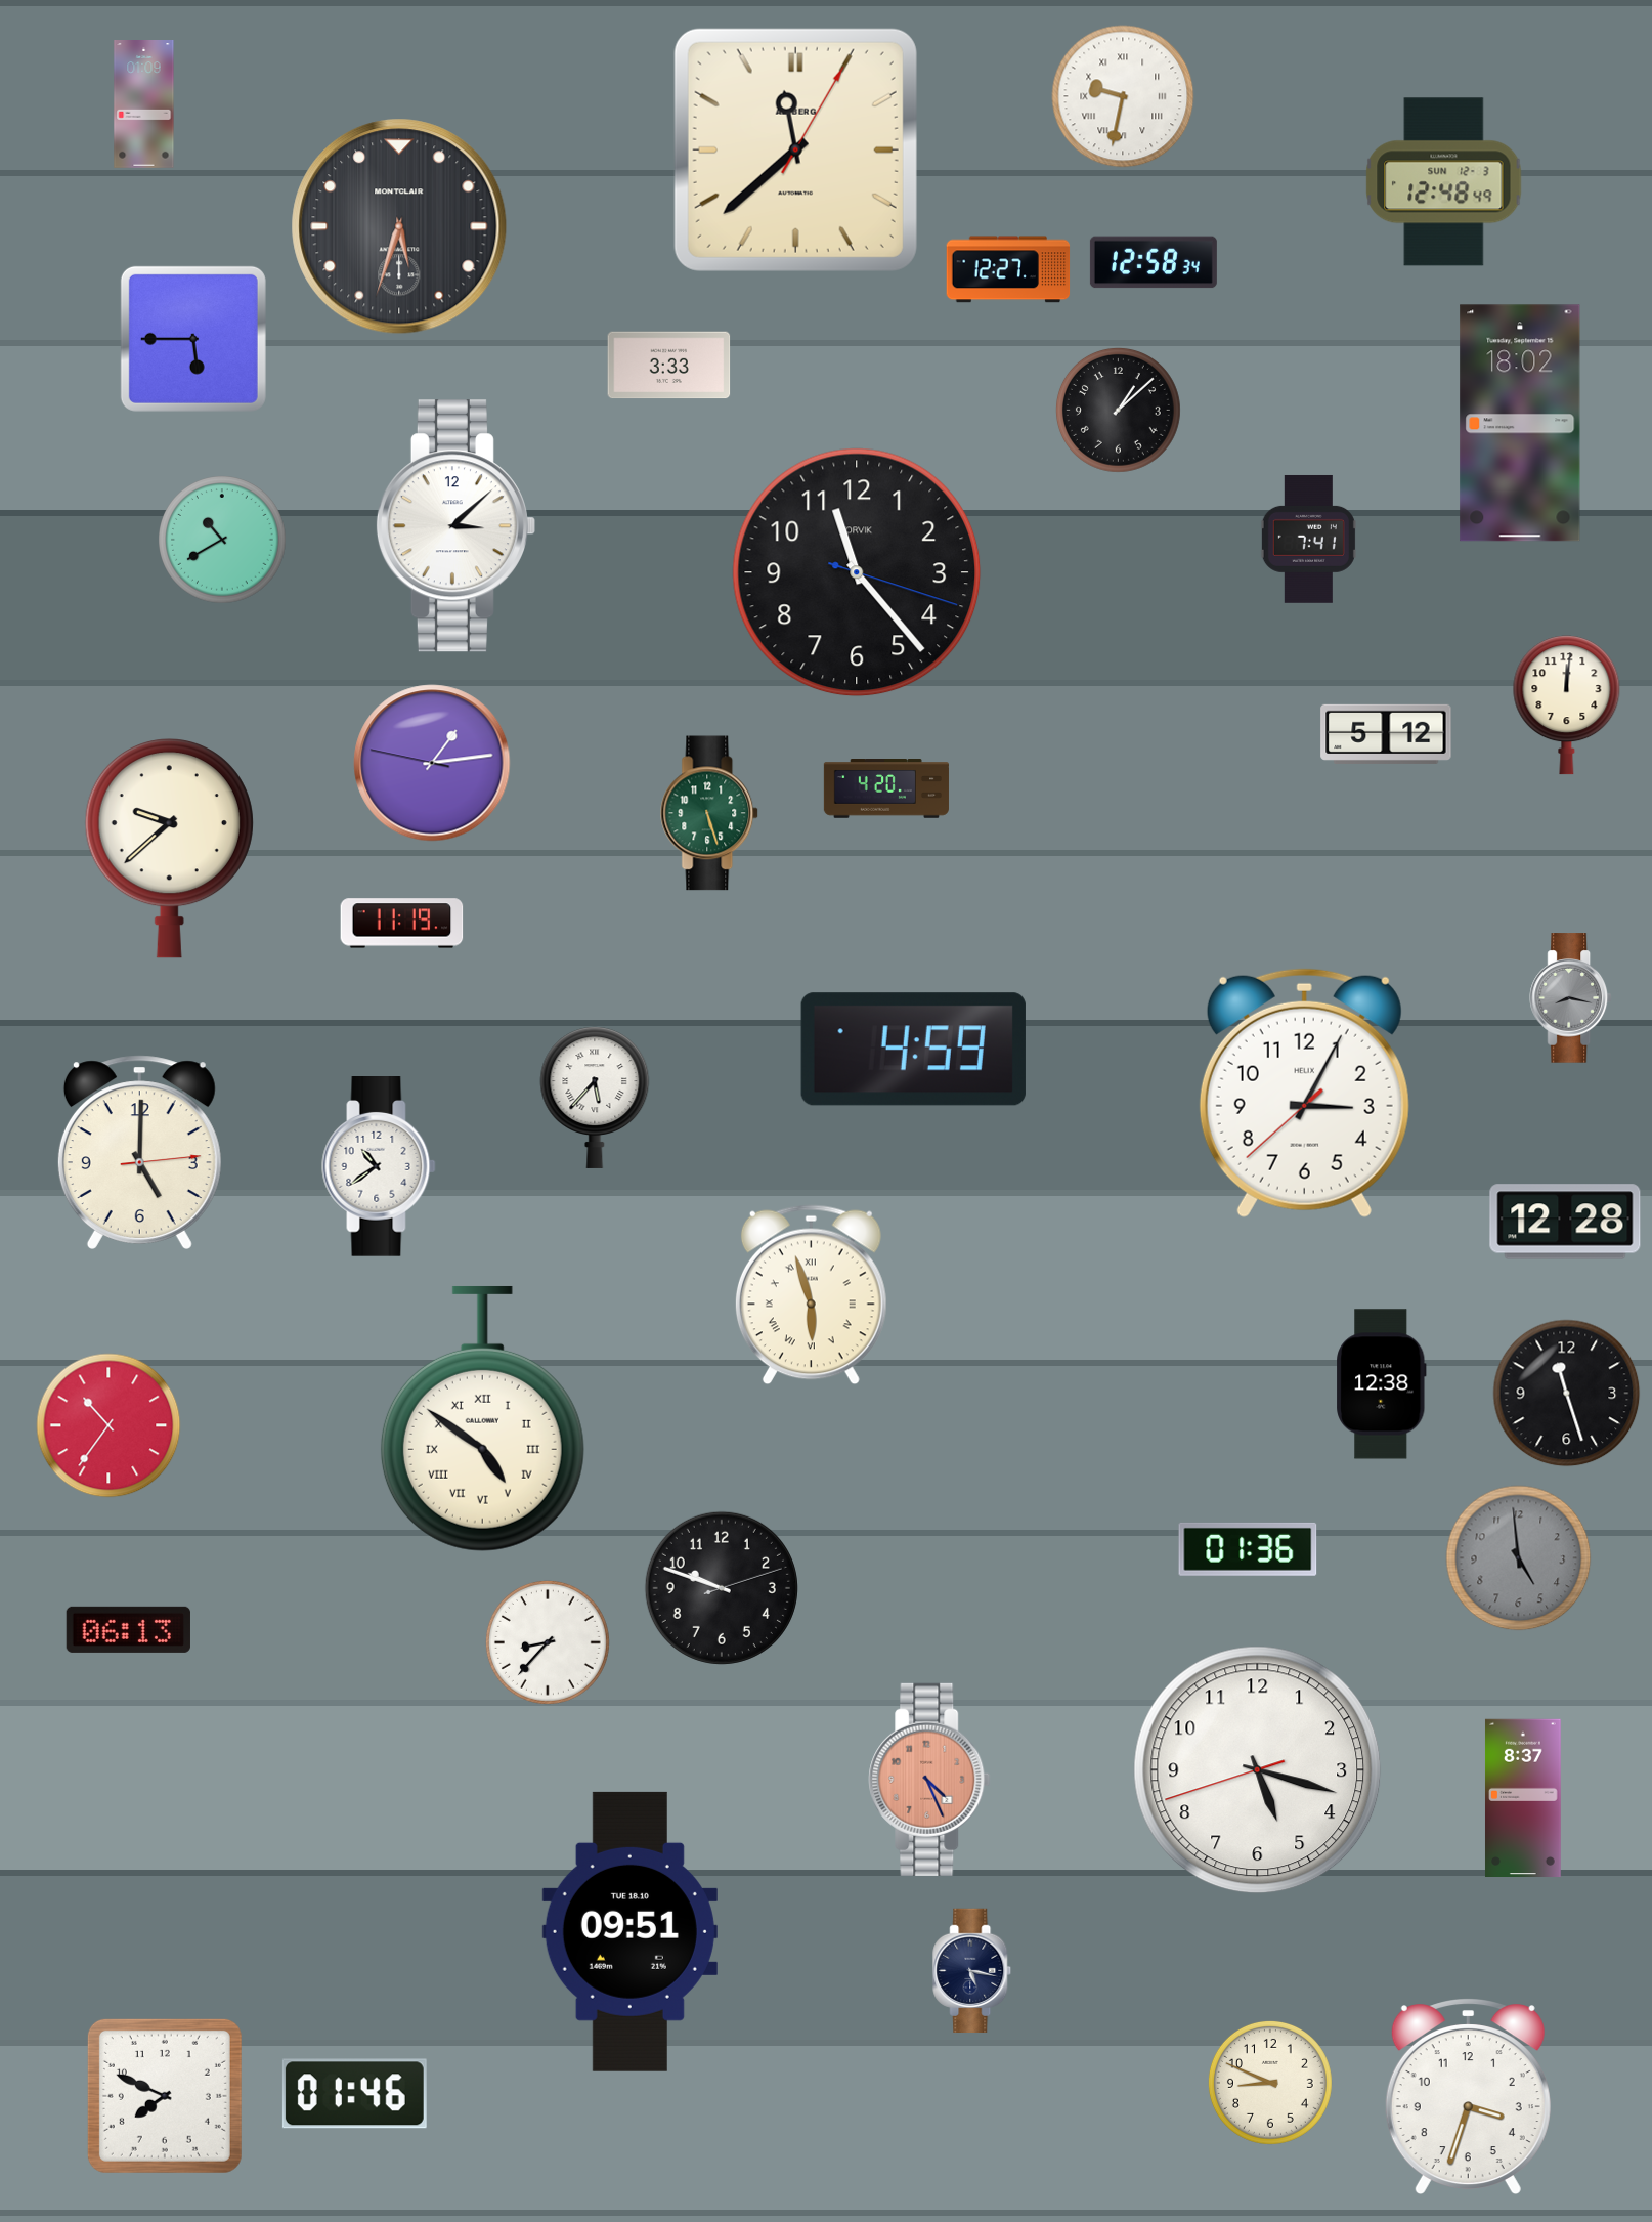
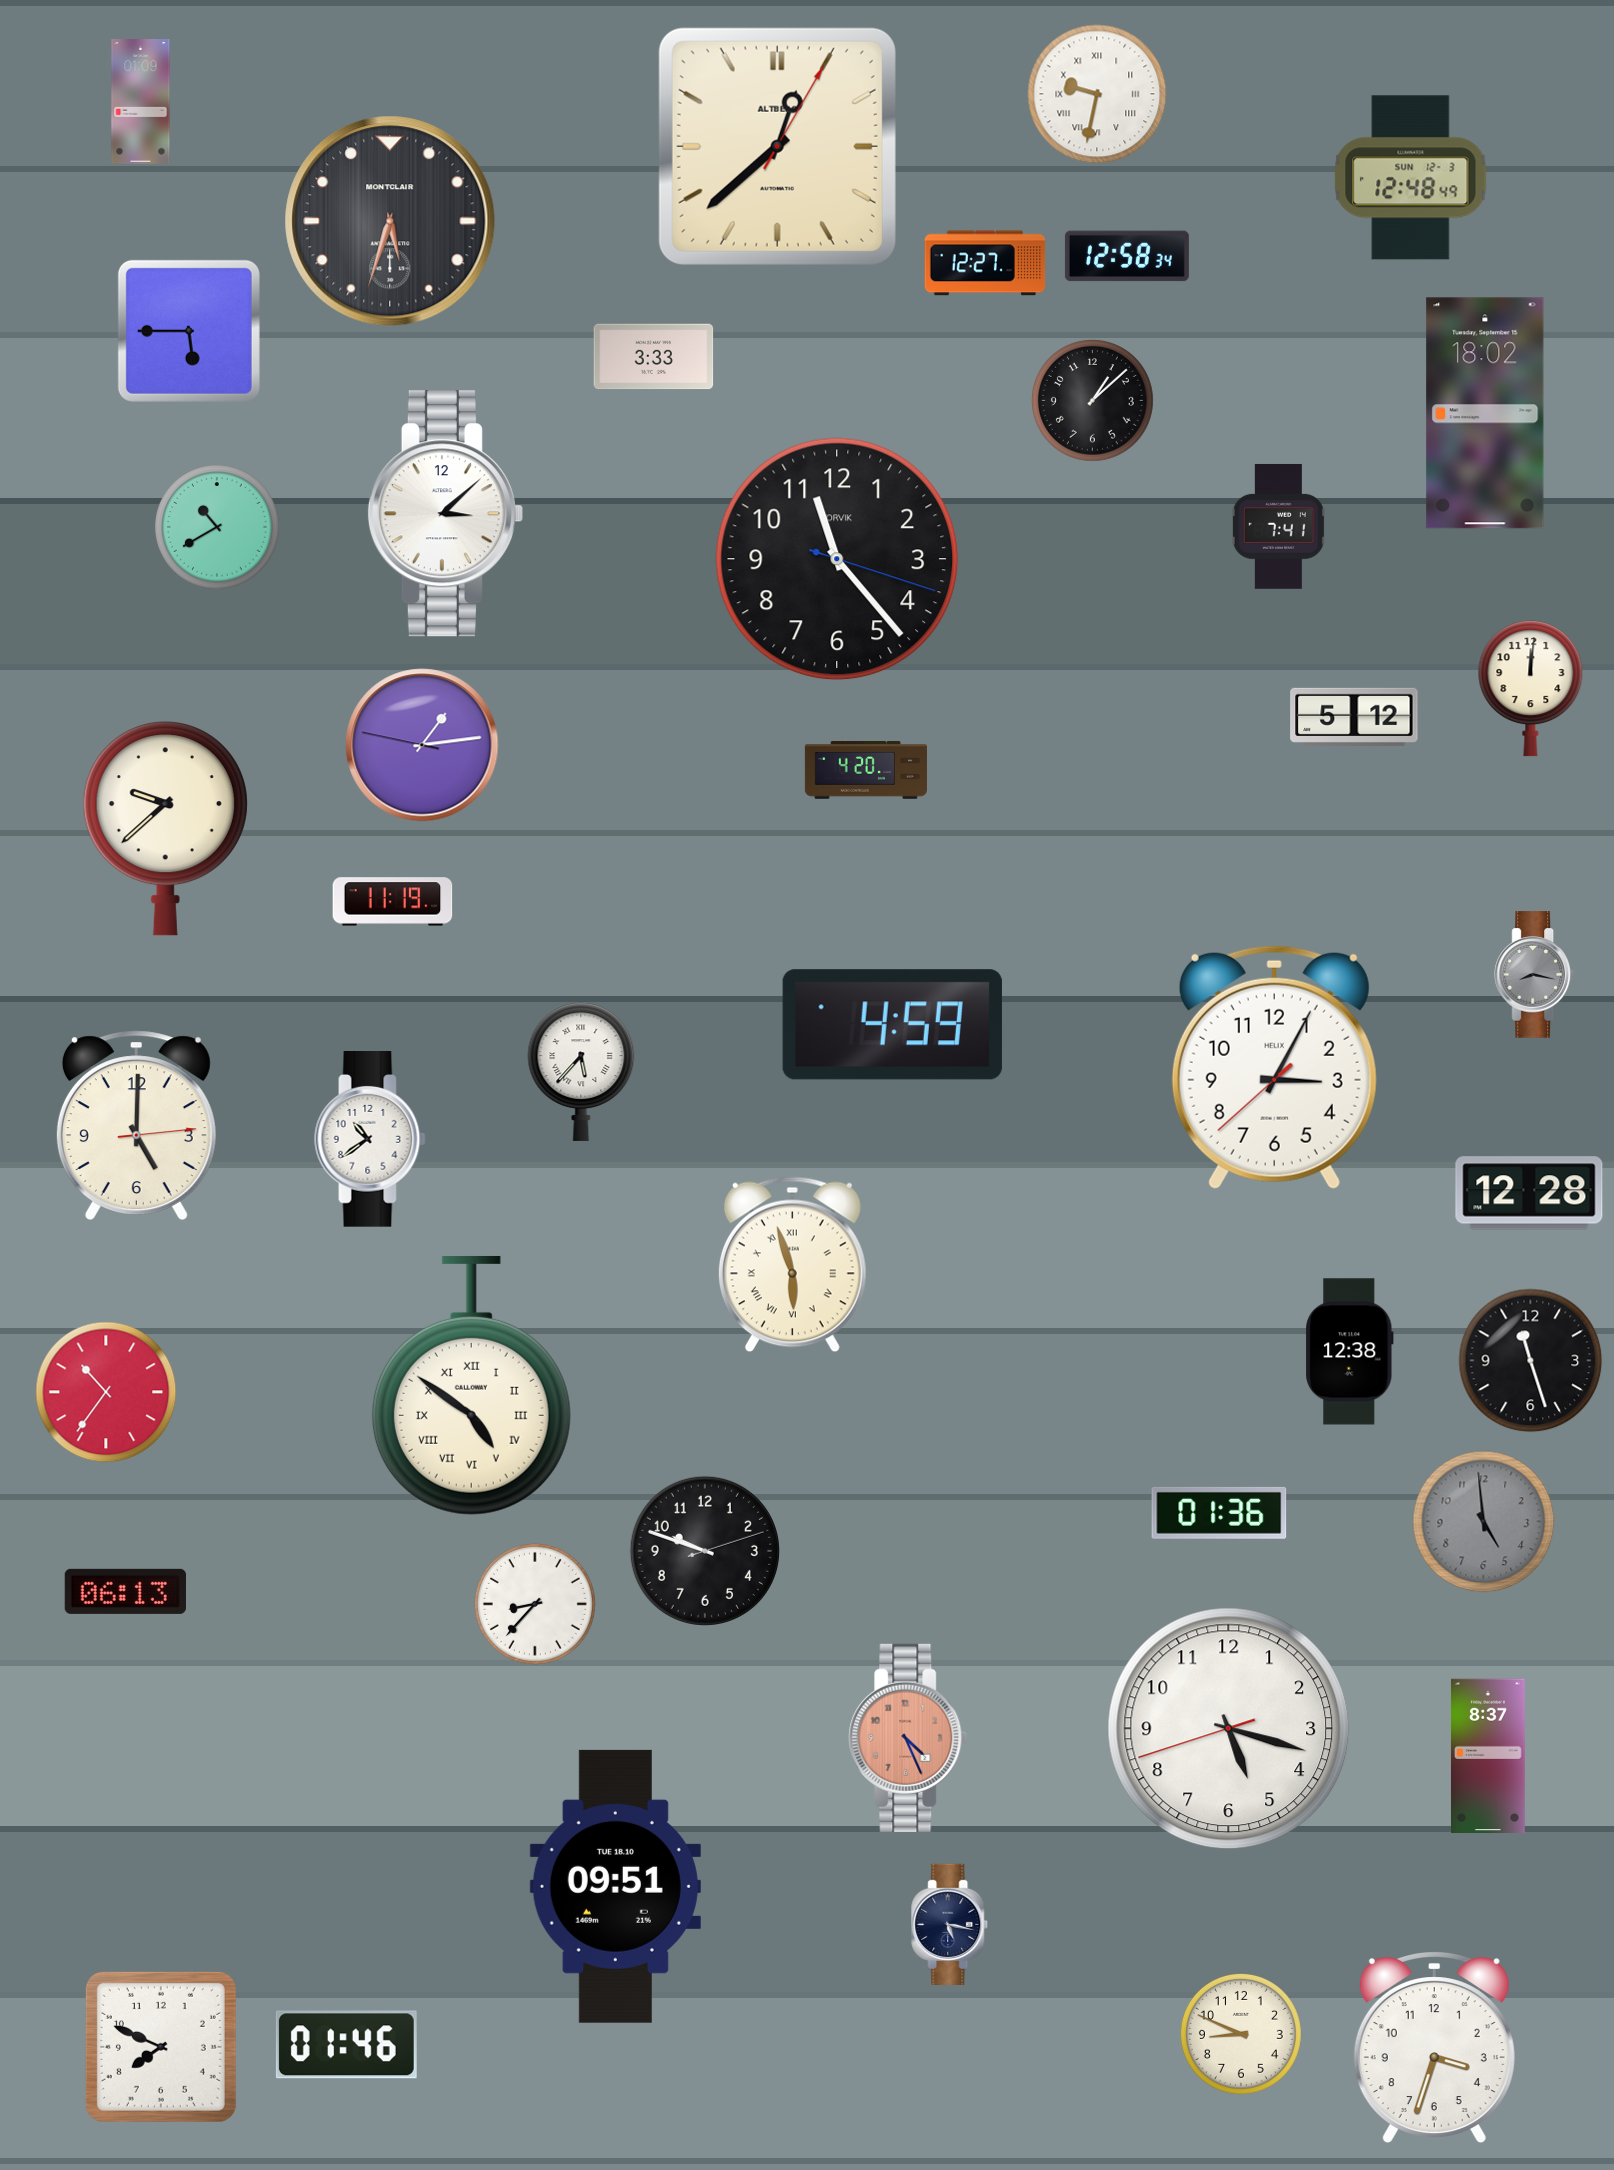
clock at (795, 149): 11:38 -> 12:38
clock at (710, 813): 5:27 -> none
